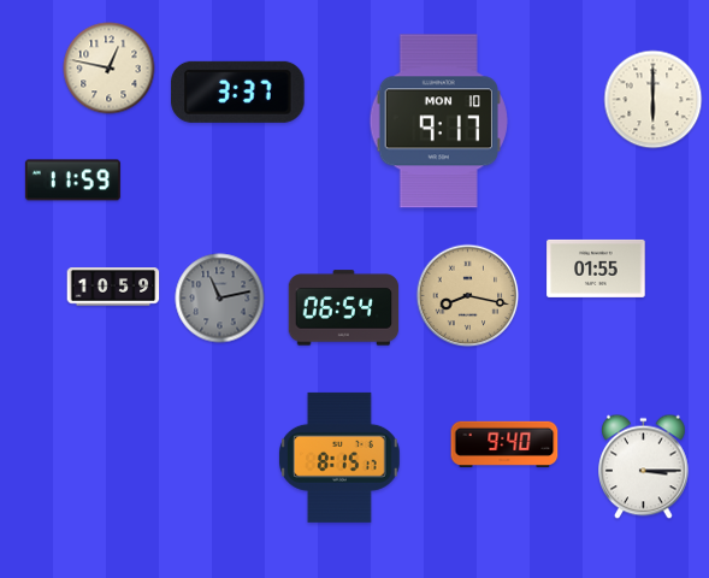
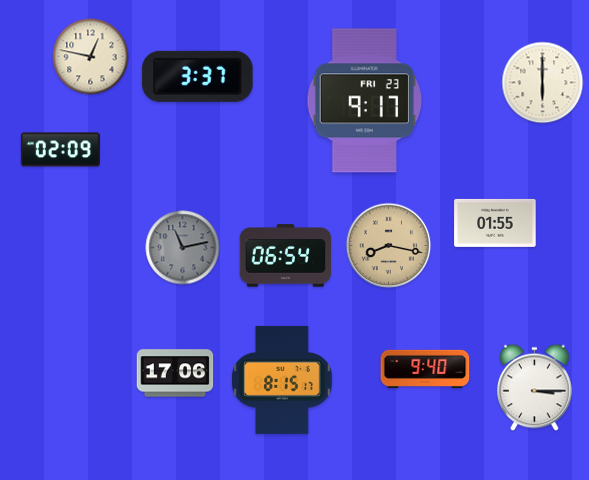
clock at (438, 122) date: MON 10 -> FRI 23
clock at (72, 181): 11:59 -> 02:09
clock at (113, 287): 10:59 -> none
clock at (504, 444) position: (504, 444) -> (425, 369)
clock at (175, 373): none -> 17:06
